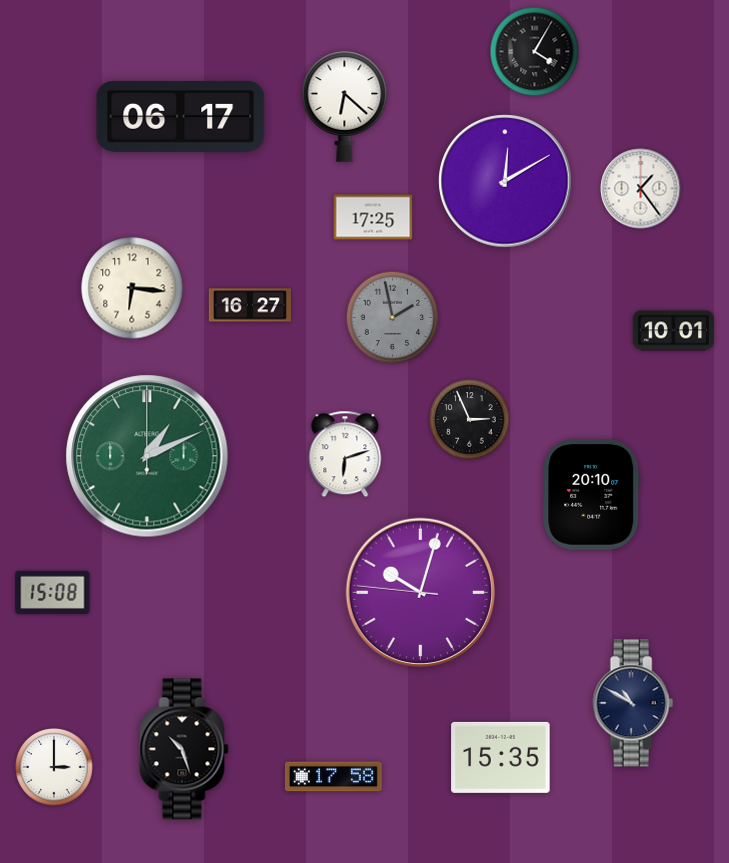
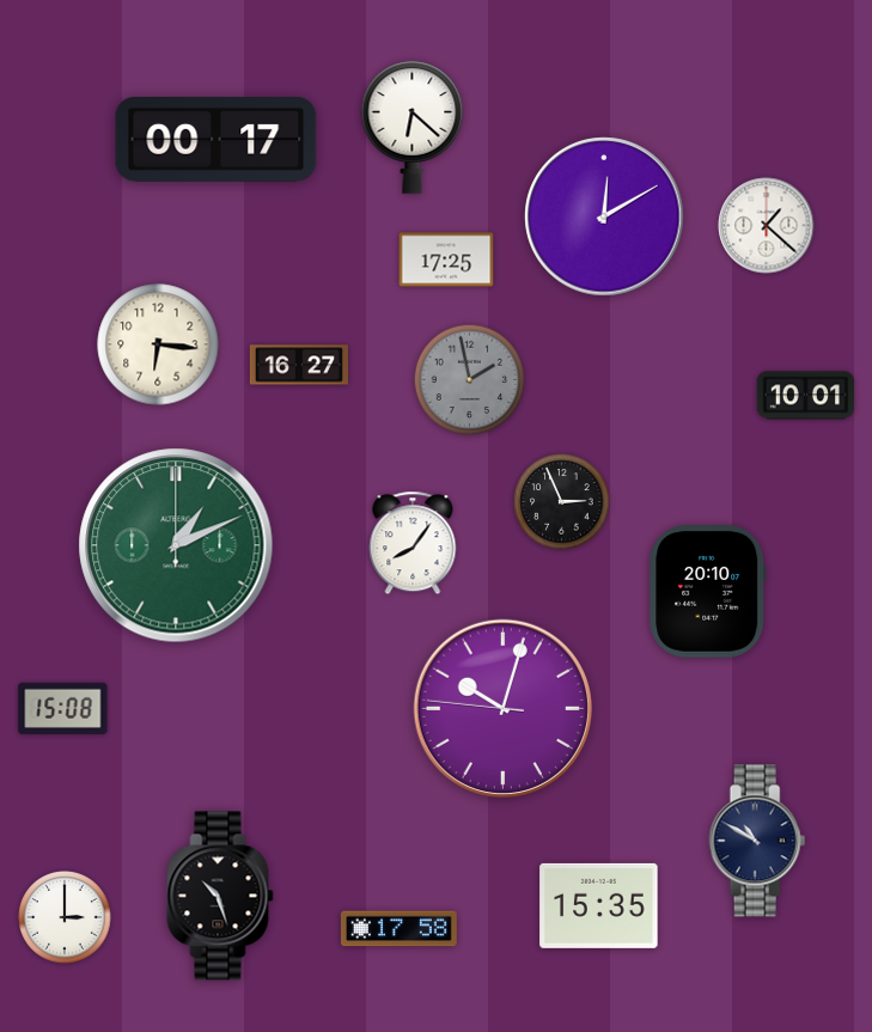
clock at (535, 52): 4:05 -> none
clock at (181, 116): 06:17 -> 00:17
clock at (641, 189): 1:24 -> 1:22
clock at (345, 454): 6:12 -> 8:06
